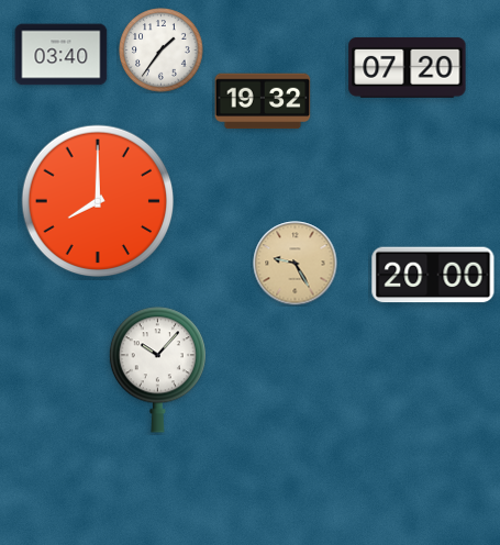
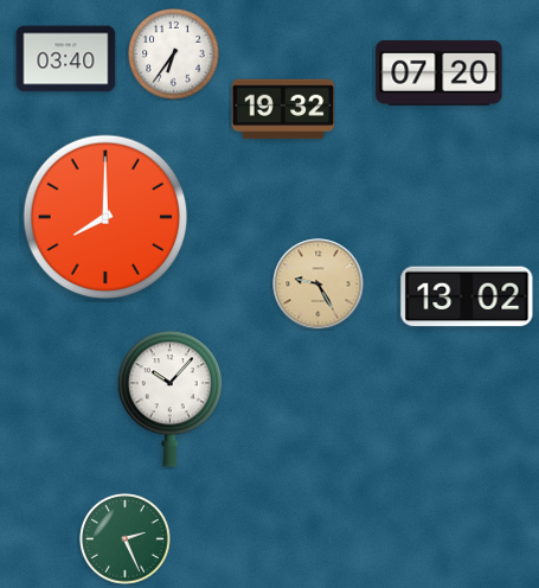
clock at (162, 51): 1:36 -> 6:36
clock at (433, 275): 20:00 -> 13:02
clock at (126, 539): none -> 2:26
